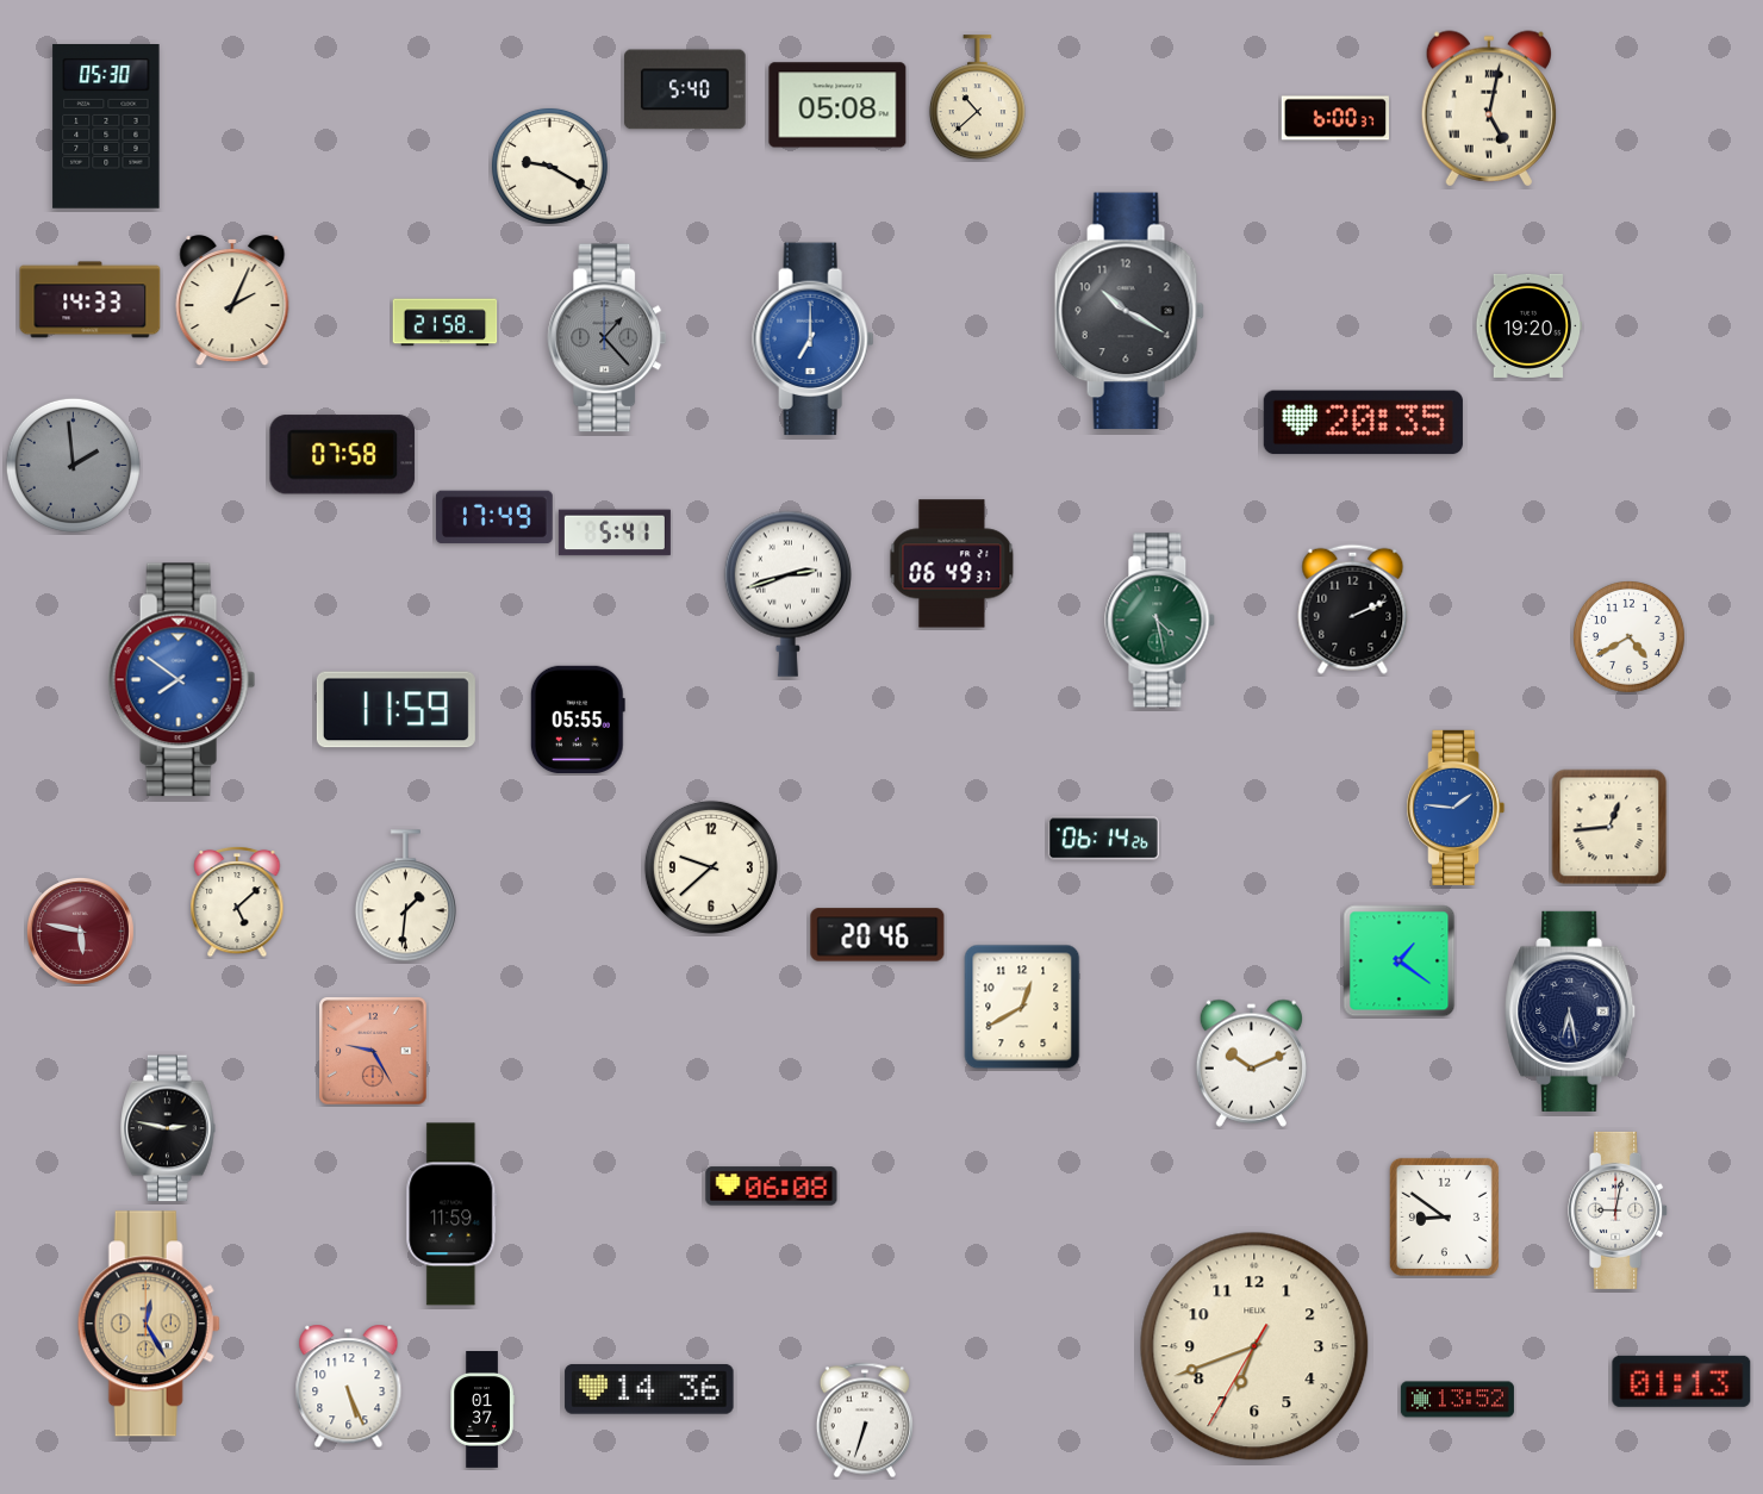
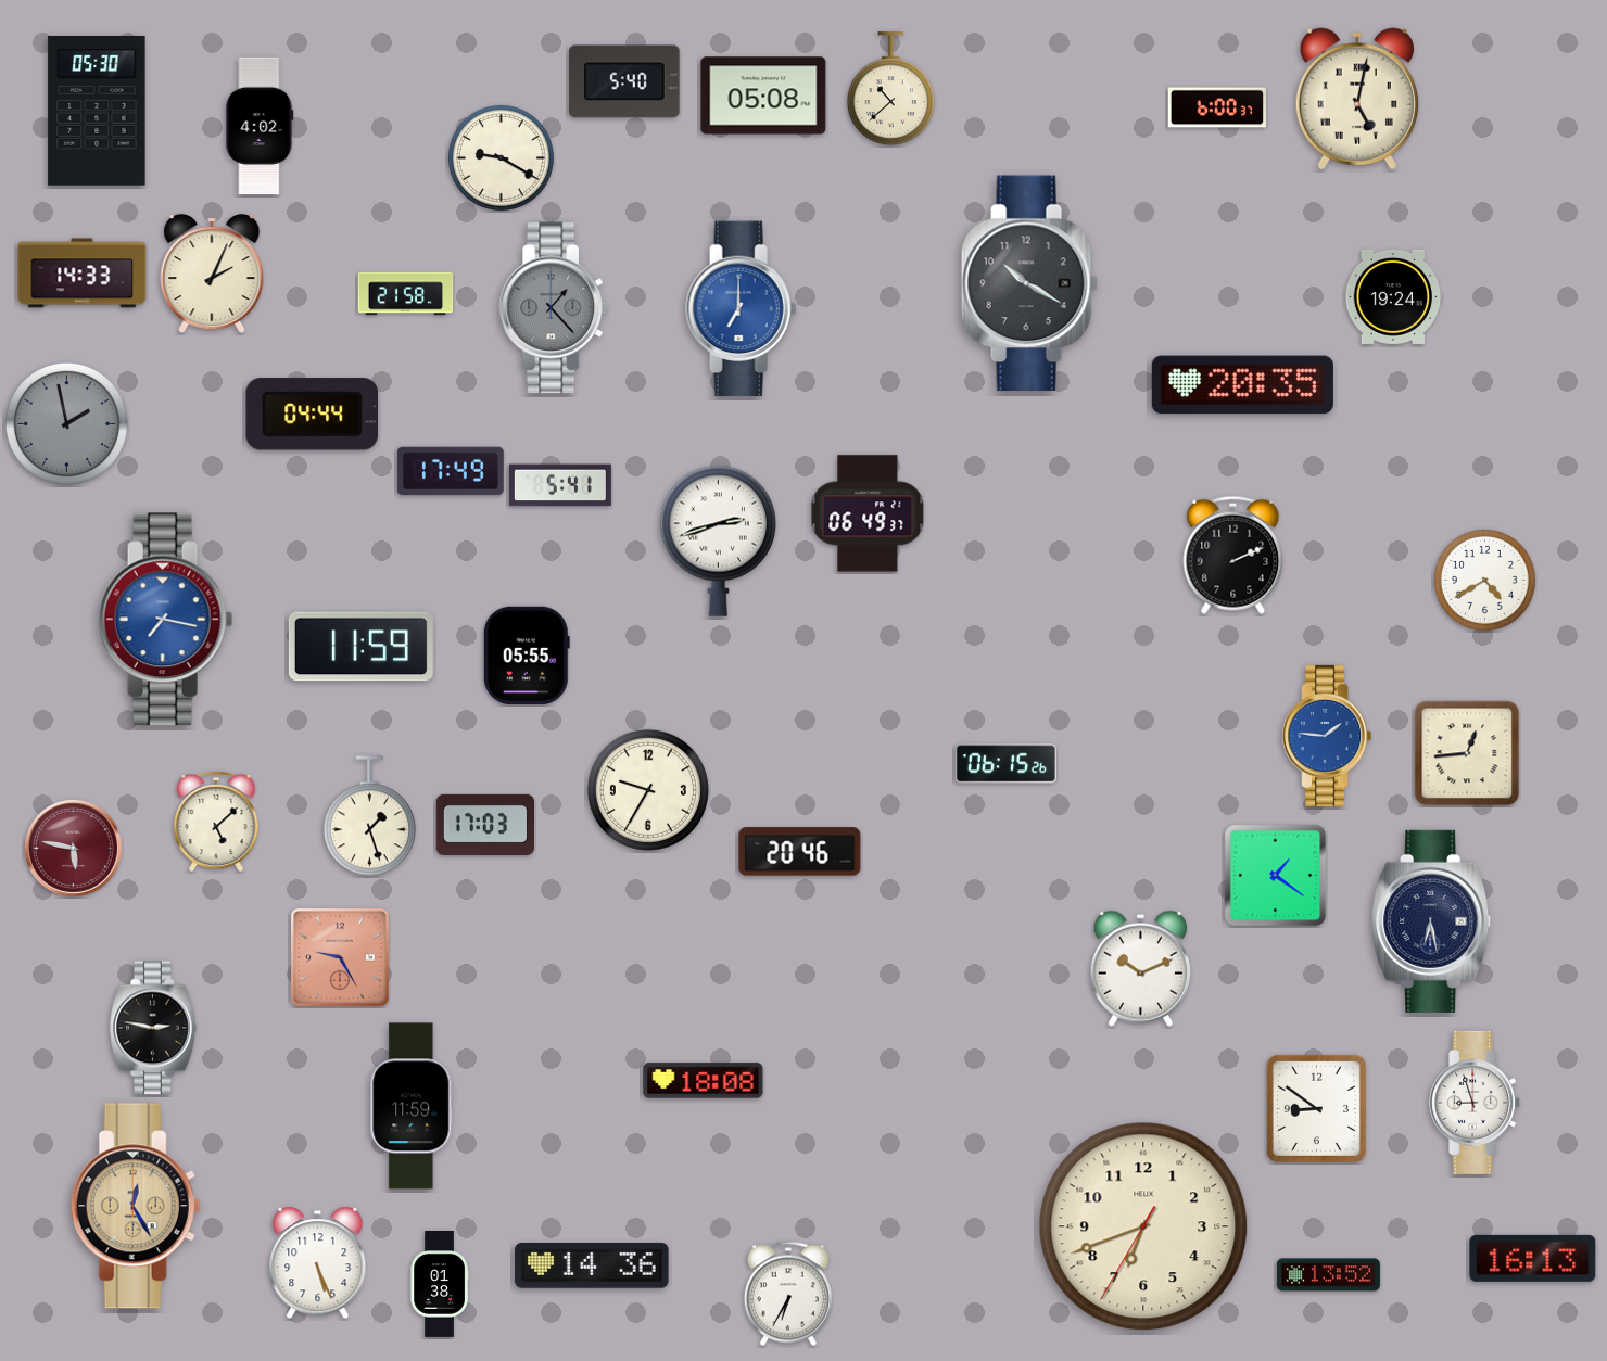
clock at (106, 127) position: (106, 127) -> (97, 112)
clock at (260, 126): none -> 4:02
clock at (549, 166) position: (549, 166) -> (501, 157)
clock at (1530, 325): 19:20 -> 19:24
clock at (343, 455): 07:58 -> 04:44
clock at (73, 465): 1:59 -> 1:58
clock at (1160, 621): 4:28 -> none
clock at (182, 680): 7:51 -> 7:17
clock at (1103, 839): 06:14 -> 06:15
clock at (711, 867): 9:38 -> 9:35
clock at (405, 896): 1:31 -> 1:27
clock at (485, 825): none -> 17:03
clock at (1022, 1007): 12:40 -> none
clock at (772, 1187): 06:08 -> 18:08
clock at (1619, 1210): 9:02 -> 8:57
clock at (1682, 1381): 01:13 -> 16:13
clock at (482, 1411): 01:37 -> 01:38
clock at (865, 1420): 6:33 -> 6:35
